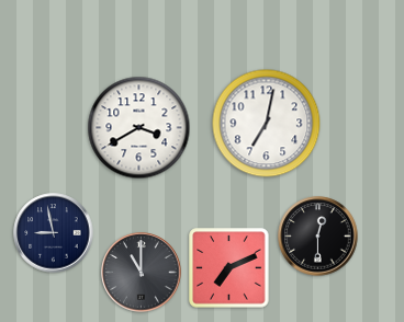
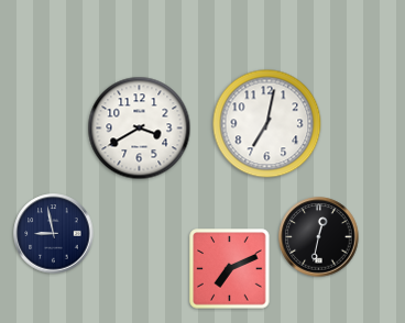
clock at (318, 237): 12:30 -> 12:32
clock at (142, 273): 11:00 -> none
